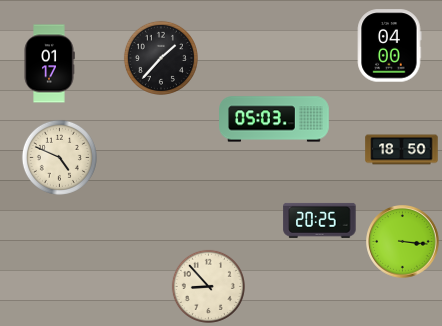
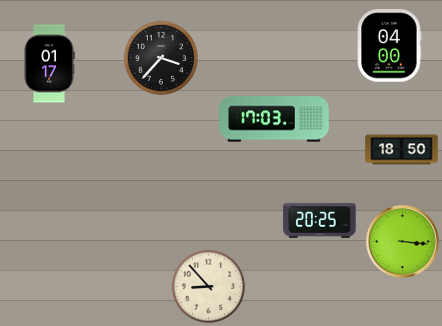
clock at (161, 58): 1:37 -> 3:37
clock at (274, 119): 05:03 -> 17:03
clock at (59, 157): 4:49 -> none
